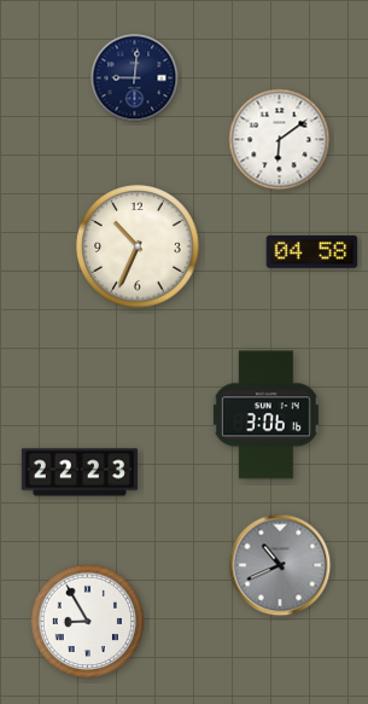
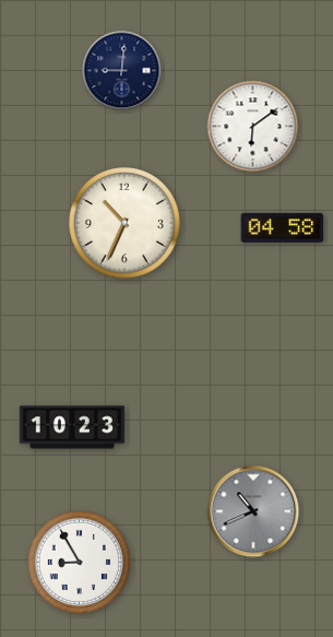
clock at (265, 415): 3:06 -> none
clock at (80, 472): 22:23 -> 10:23
